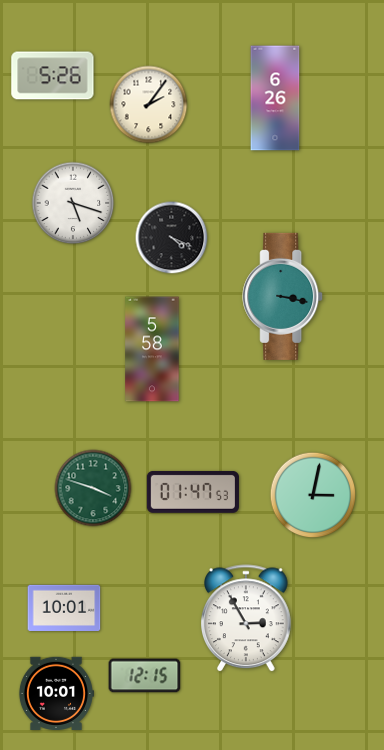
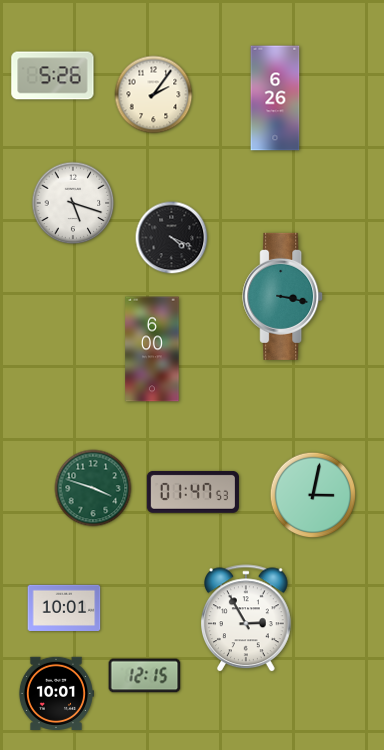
clock at (149, 105) position: (149, 105) -> (154, 95)
clock at (152, 349): 5:58 -> 6:00
